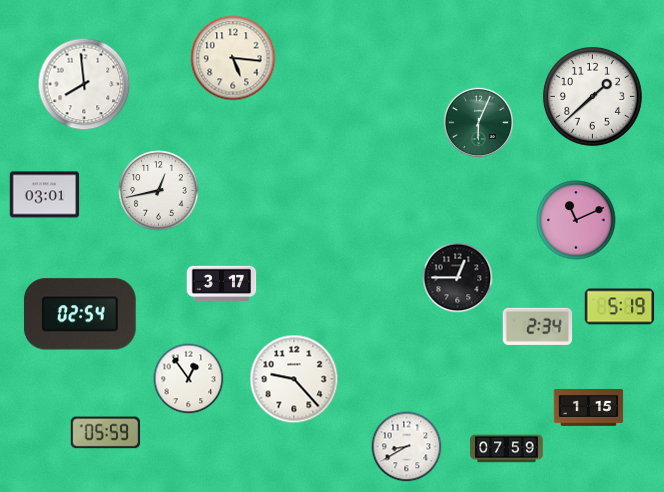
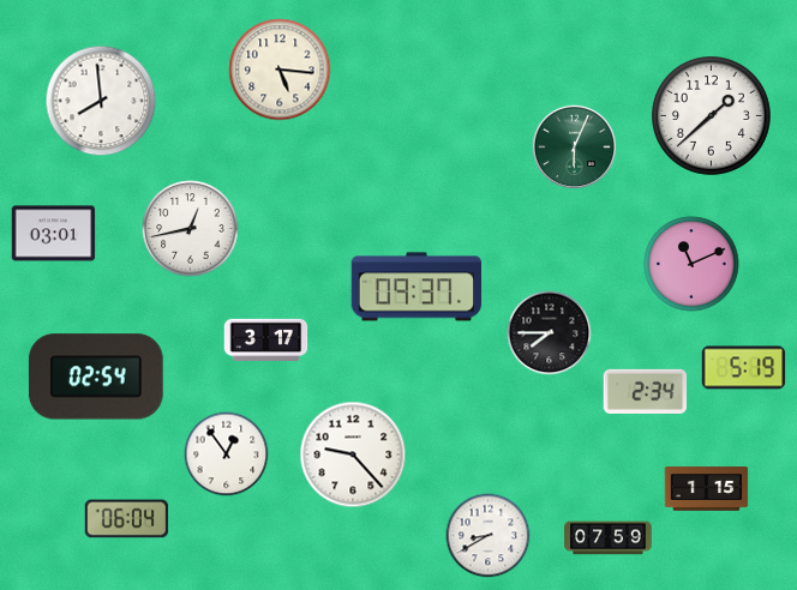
clock at (415, 287): none -> 09:37
clock at (458, 278): 12:45 -> 7:45
clock at (106, 433): 05:59 -> 06:04
